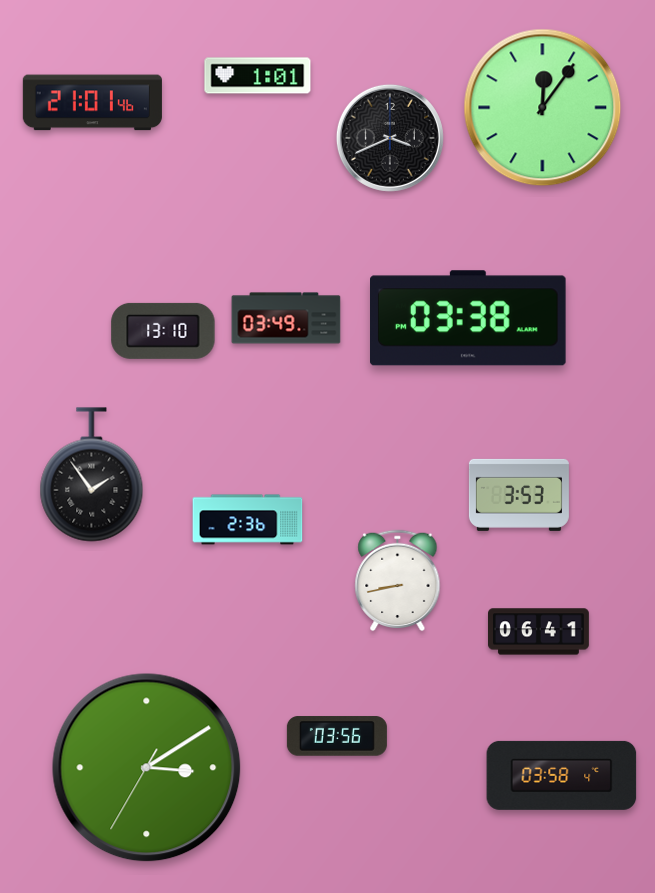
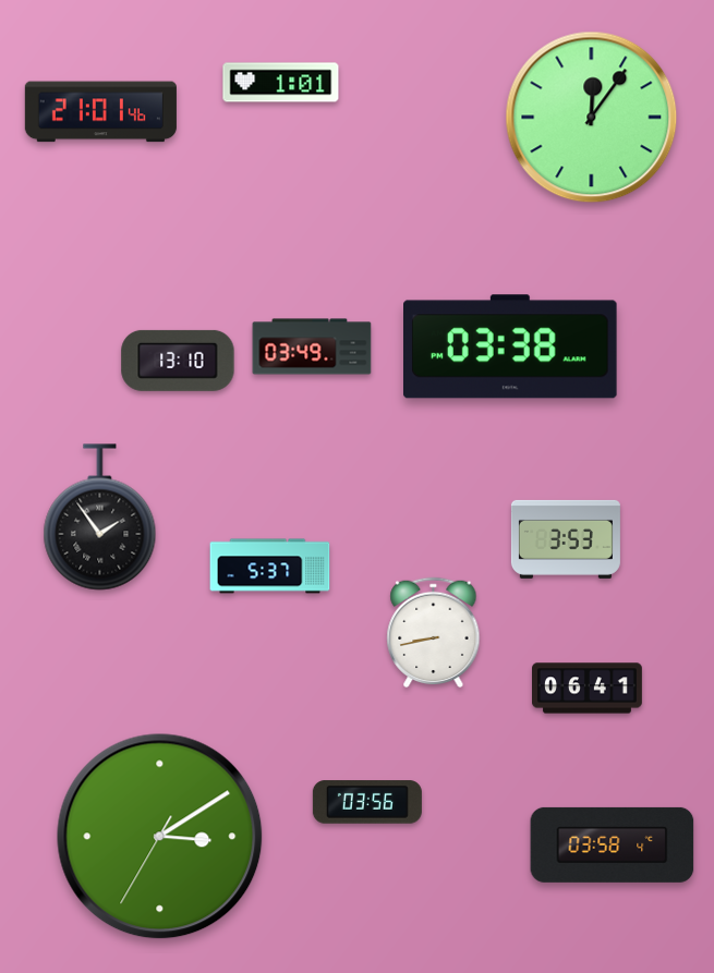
clock at (390, 138): 3:41 -> none
clock at (248, 520): 2:36 -> 5:37
